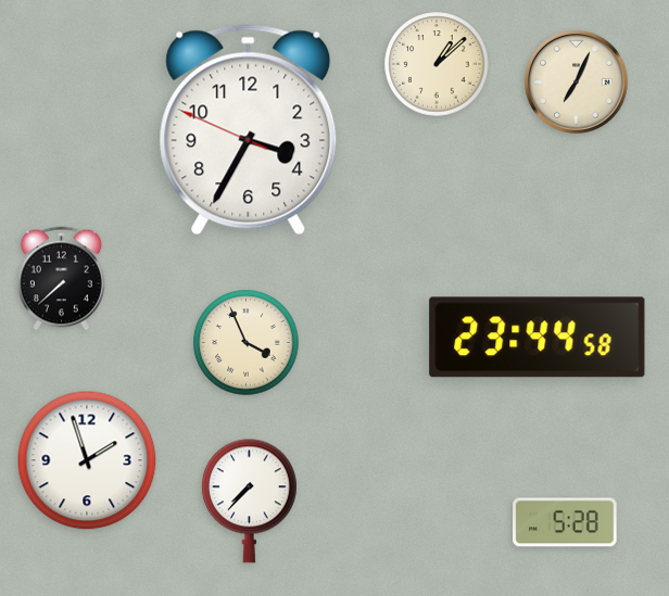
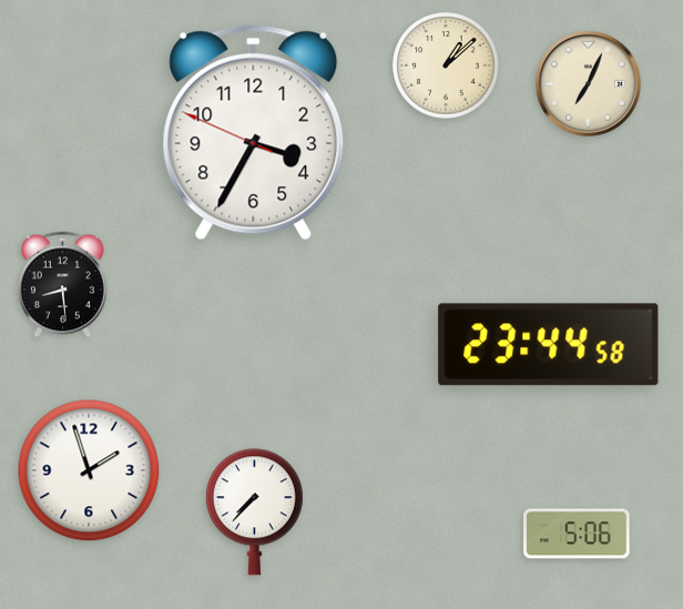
clock at (61, 279): 7:38 -> 8:29
clock at (247, 343): 3:56 -> none
clock at (565, 522): 5:28 -> 5:06
